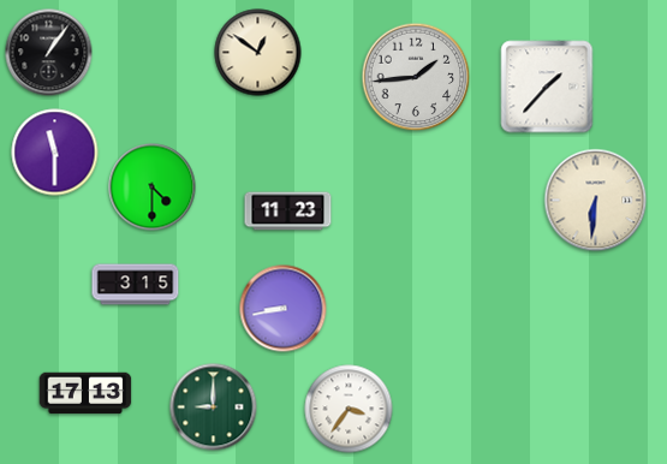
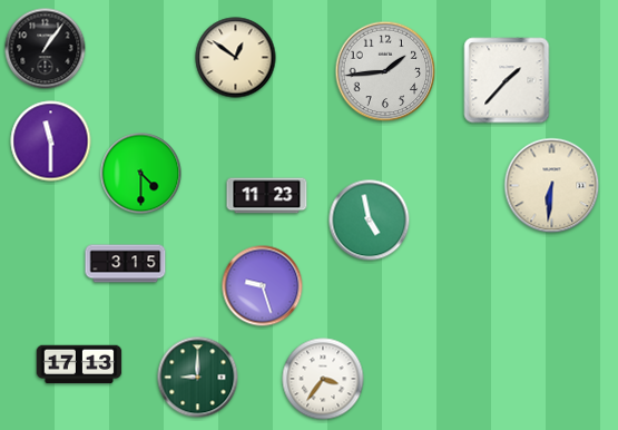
clock at (258, 53) position: (258, 53) -> (236, 58)
clock at (370, 221): none -> 4:58
clock at (284, 309): 8:43 -> 9:27
